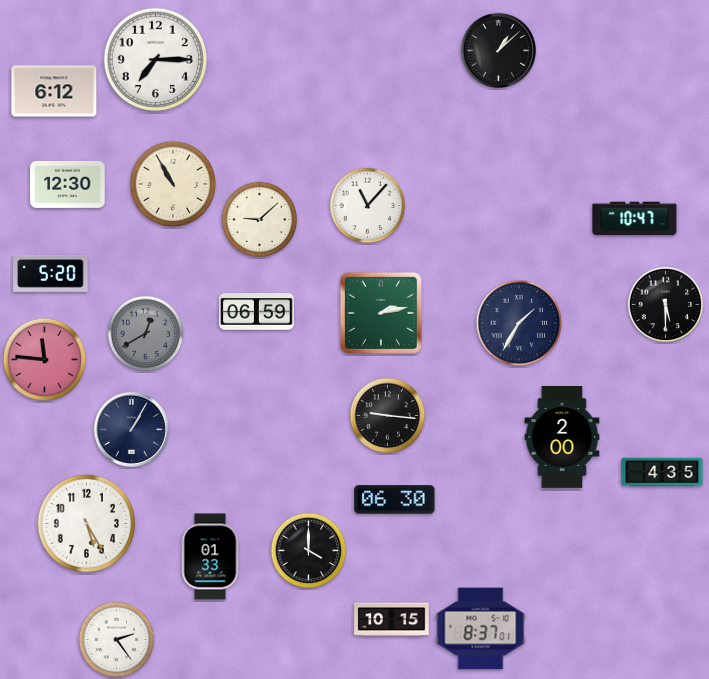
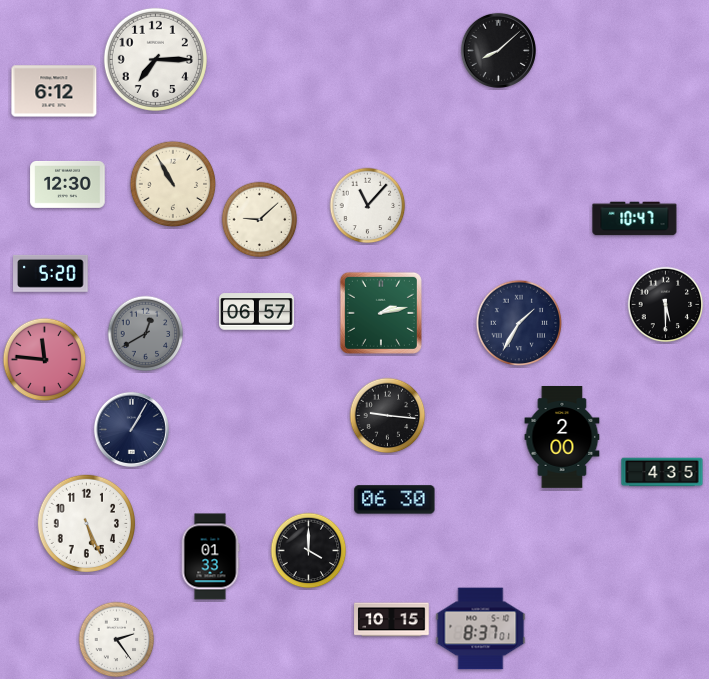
clock at (498, 50): 1:08 -> 8:08
clock at (257, 312): 06:59 -> 06:57
clock at (86, 523): 5:25 -> 5:26
